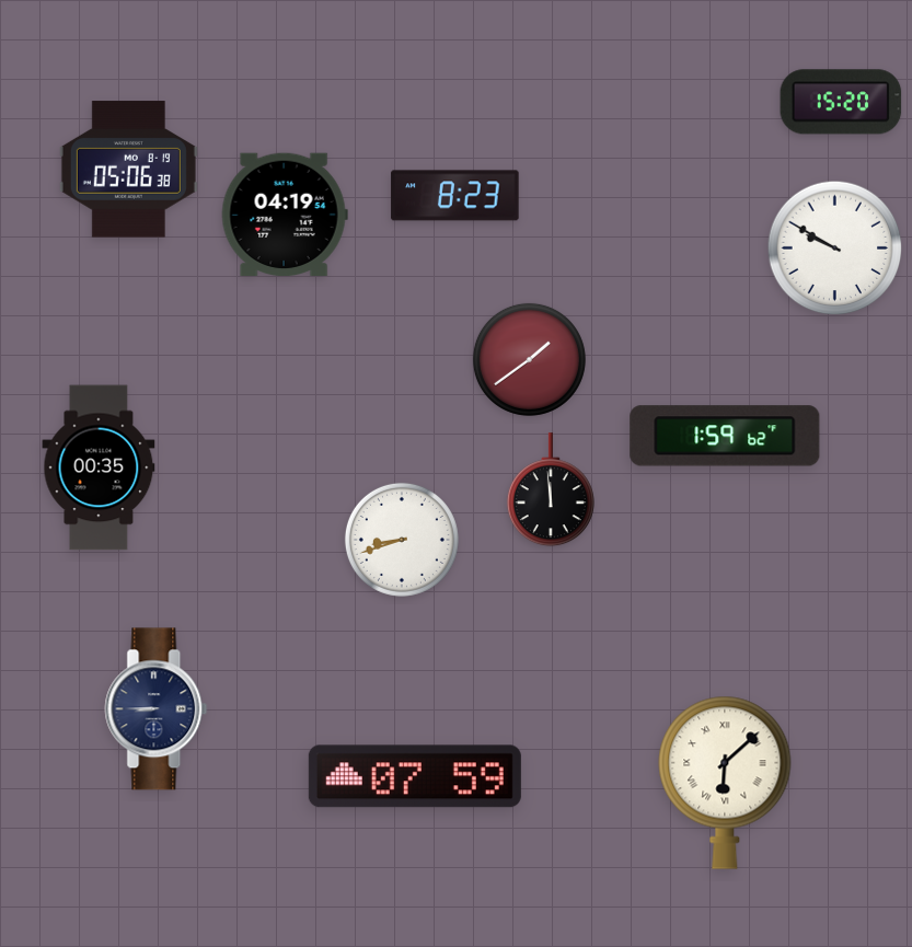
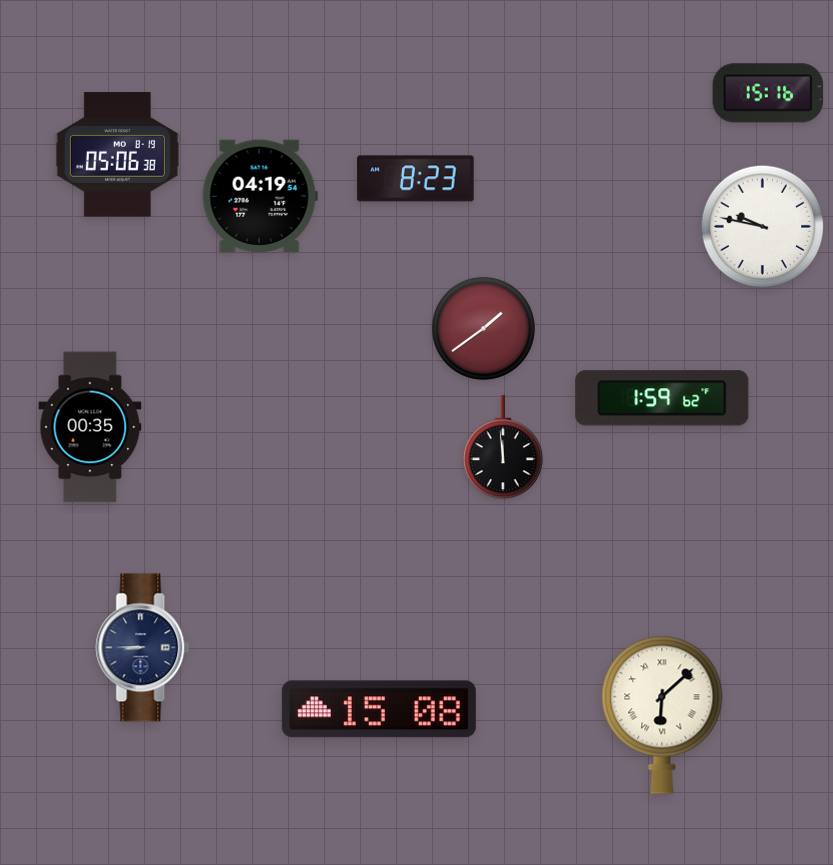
clock at (841, 102): 15:20 -> 15:16
clock at (835, 249): 9:50 -> 9:47
clock at (402, 540): 8:42 -> none
clock at (415, 776): 07:59 -> 15:08
